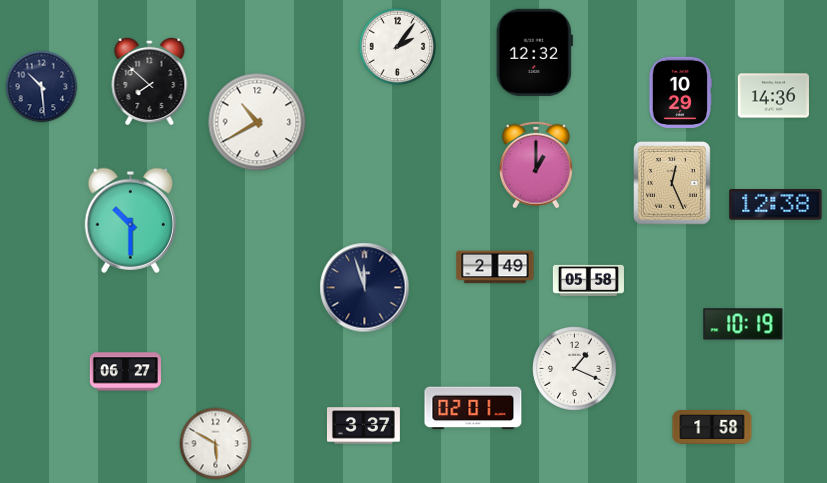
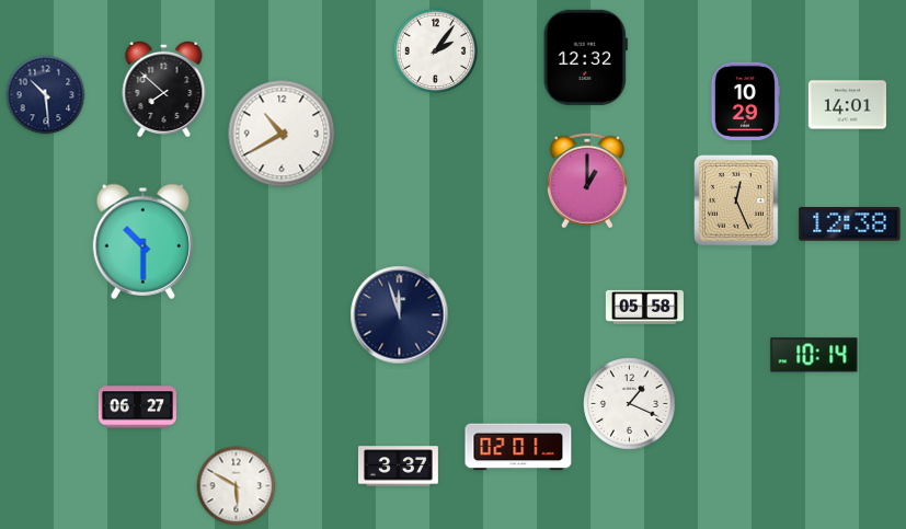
clock at (773, 96): 14:36 -> 14:01
clock at (495, 267): 2:49 -> none
clock at (743, 324): 10:19 -> 10:14
clock at (712, 427): 1:58 -> none
